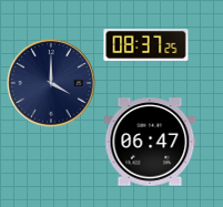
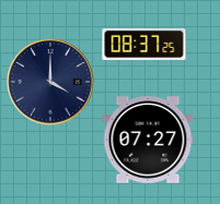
clock at (150, 142): 06:47 -> 07:27
